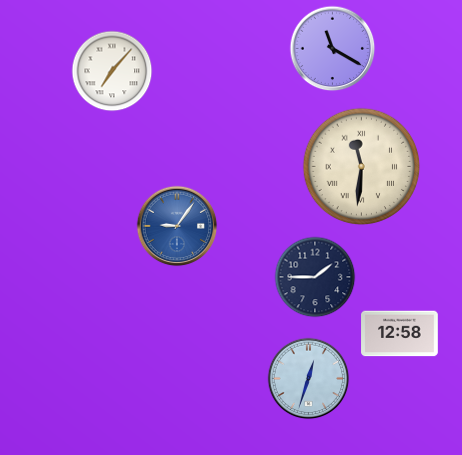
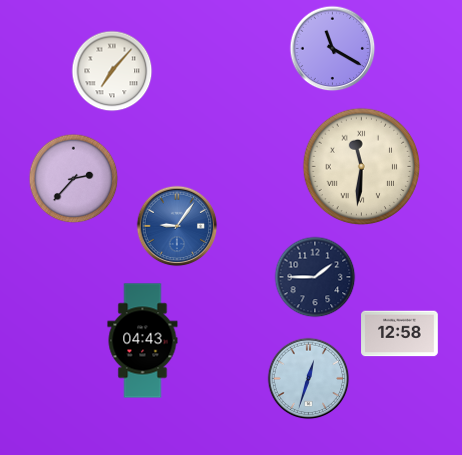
clock at (74, 179): none -> 2:37
clock at (143, 341): none -> 04:43
